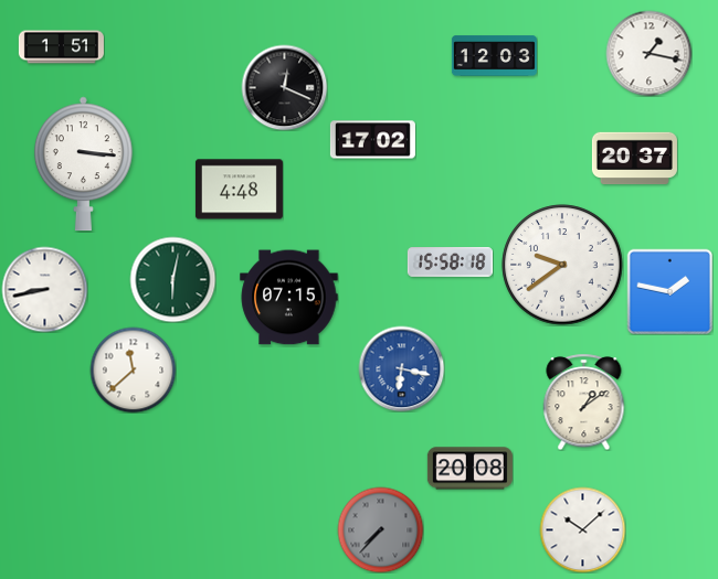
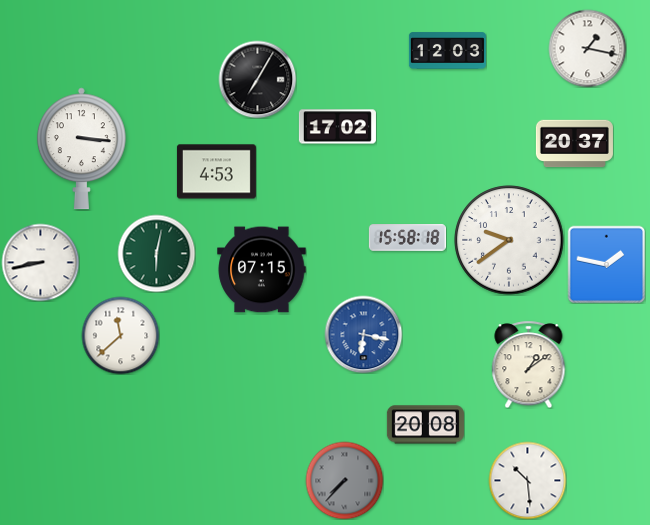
clock at (61, 47): 1:51 -> none
clock at (284, 87): 12:19 -> 7:05
clock at (83, 164) position: (83, 164) -> (81, 149)
clock at (239, 190): 4:48 -> 4:53
clock at (582, 529): 10:08 -> 10:29
